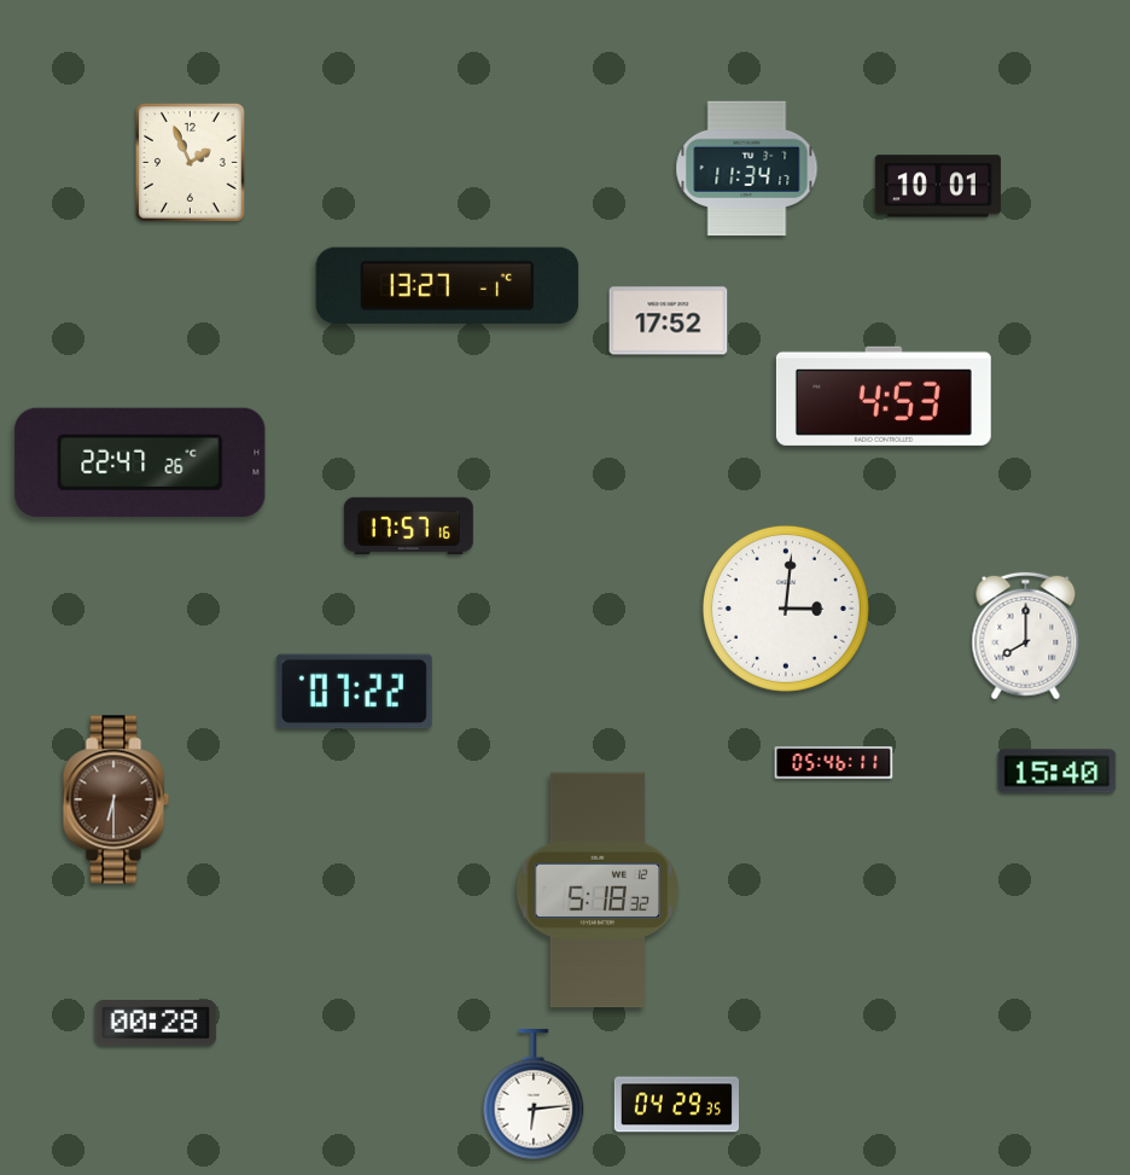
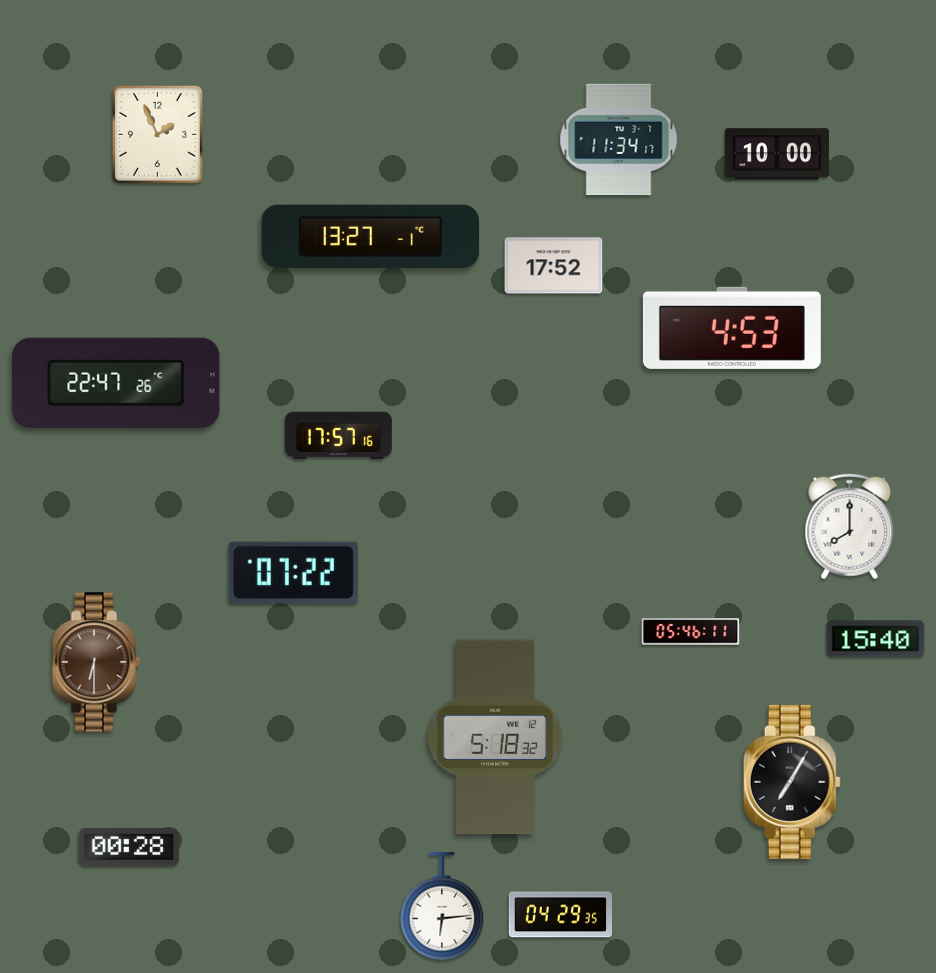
clock at (938, 186): 10:01 -> 10:00
clock at (786, 609): 3:01 -> none
clock at (792, 782): none -> 7:05
